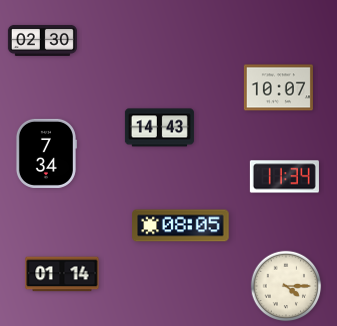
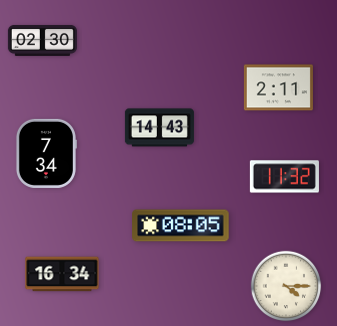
clock at (278, 88): 10:07 -> 2:11
clock at (284, 177): 11:34 -> 11:32
clock at (62, 274): 01:14 -> 16:34
